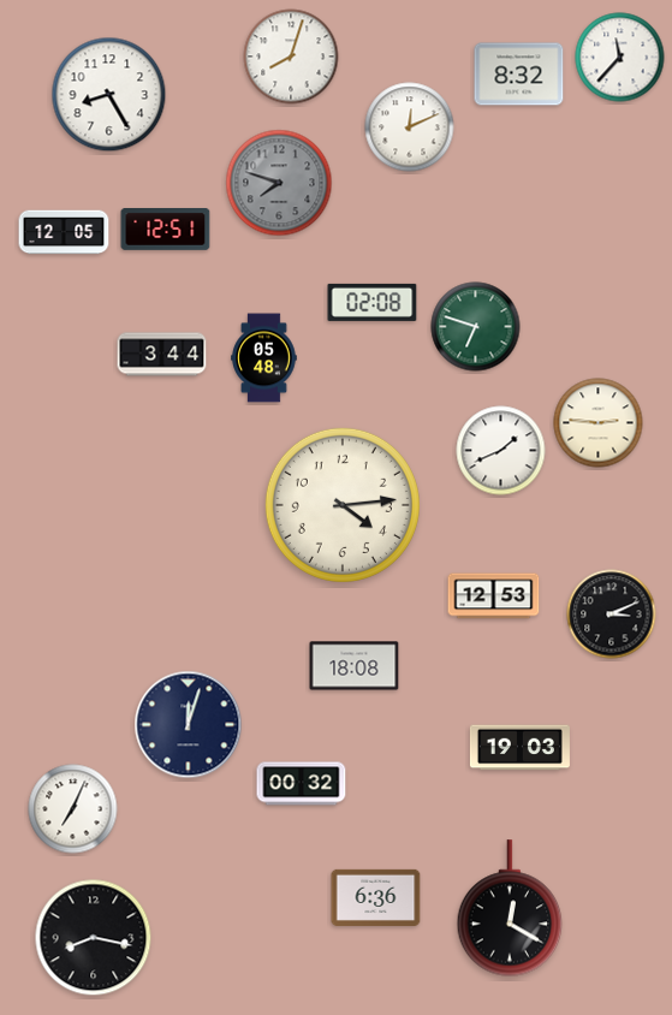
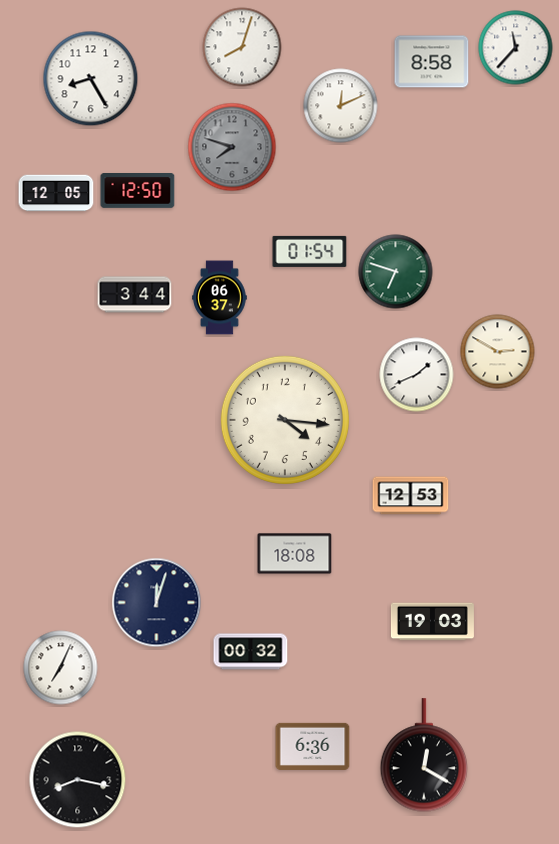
clock at (519, 75): 8:32 -> 8:58
clock at (279, 183) position: (279, 183) -> (232, 147)
clock at (166, 230): 12:51 -> 12:50
clock at (64, 232) position: (64, 232) -> (56, 193)
clock at (373, 302): 02:08 -> 01:54
clock at (264, 358): 05:48 -> 06:37
clock at (599, 423): 2:46 -> 2:50
clock at (343, 505): 4:14 -> 4:16
clock at (612, 615): 3:11 -> none
clock at (73, 809) position: (73, 809) -> (61, 668)
